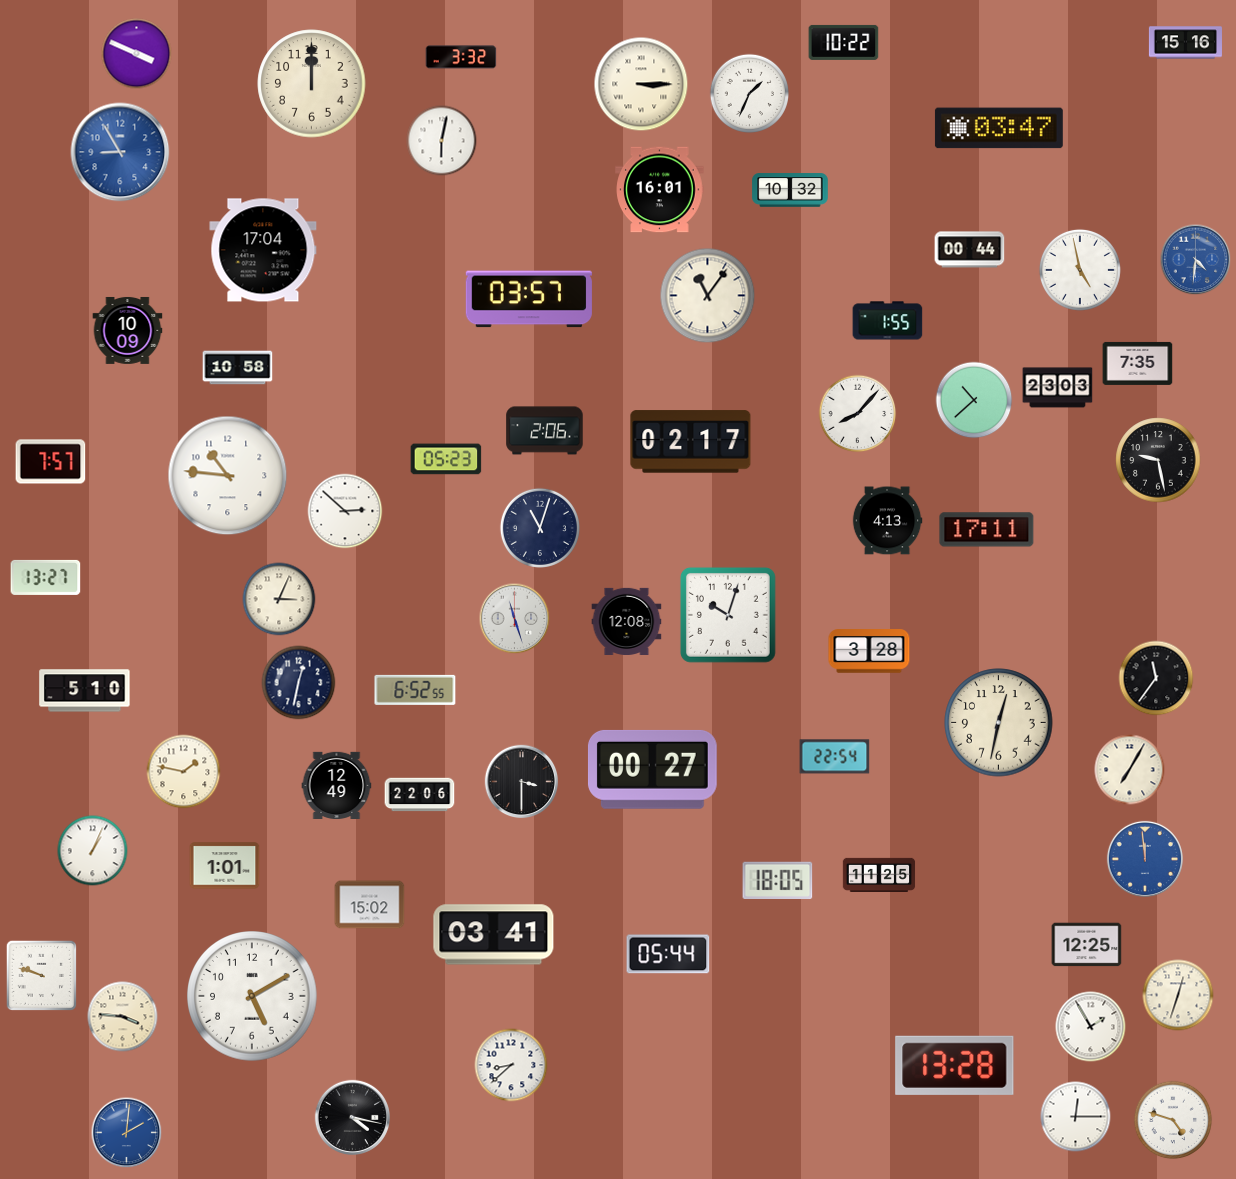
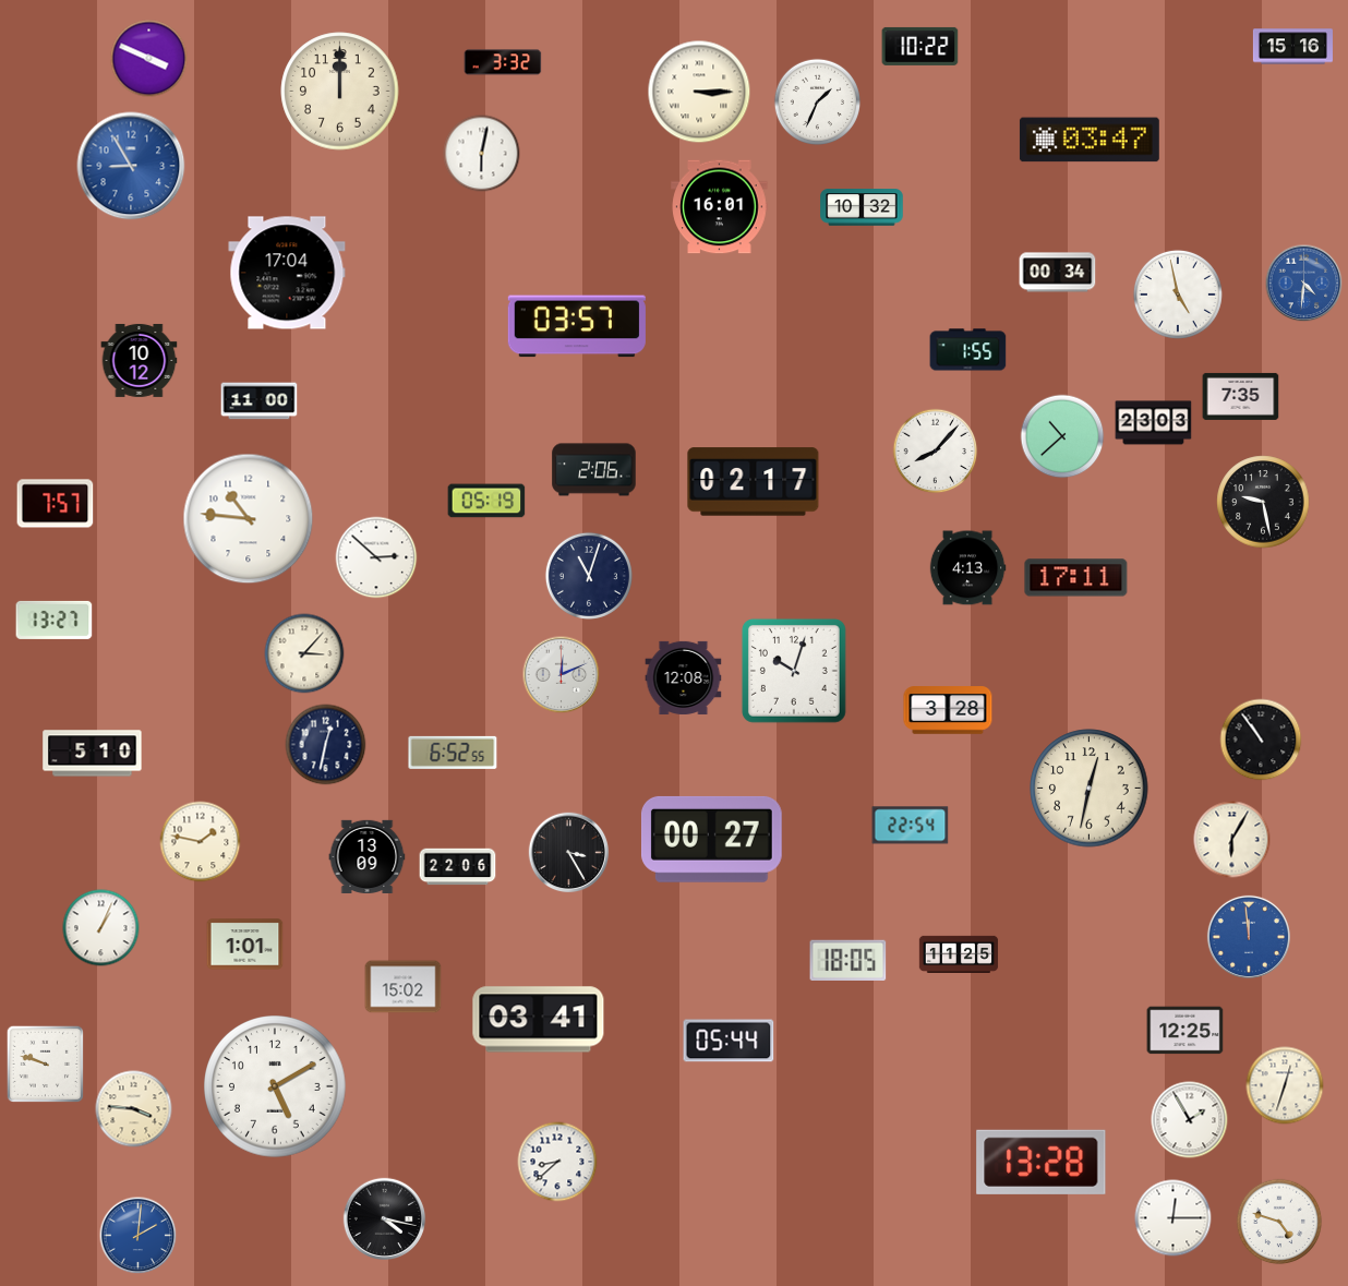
clock at (970, 250): 00:44 -> 00:34
clock at (708, 296): 11:06 -> none
clock at (128, 330): 10:09 -> 10:12
clock at (238, 368): 10:58 -> 11:00
clock at (446, 459): 05:23 -> 05:19
clock at (46, 577) position: (46, 577) -> (55, 620)
clock at (279, 599): 3:04 -> 3:07
clock at (515, 619): 11:27 -> 12:11
clock at (1156, 678): 11:36 -> 10:54
clock at (1130, 770): 7:05 -> 6:05
clock at (522, 782): 3:30 -> 3:25
clock at (337, 785): 12:49 -> 13:09
